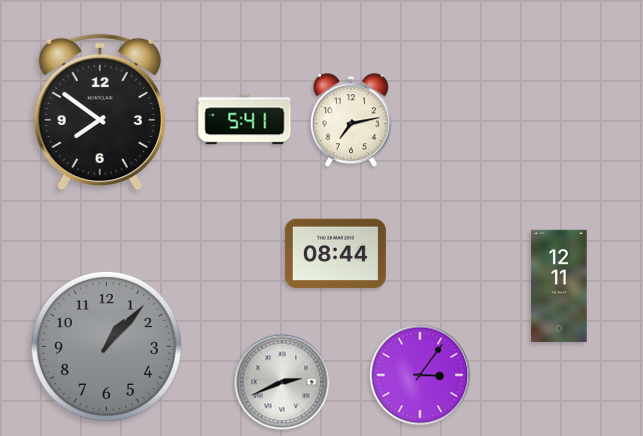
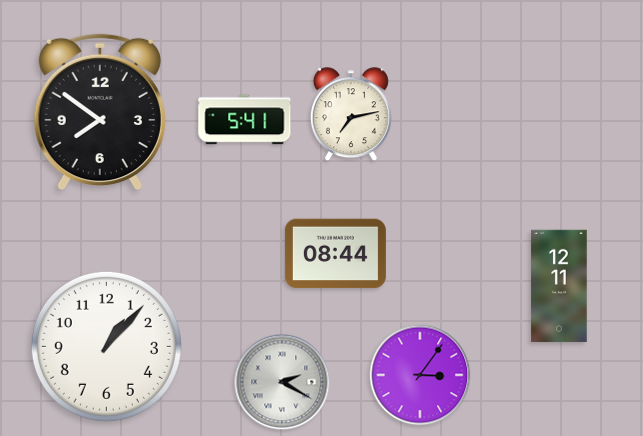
clock at (351, 121) position: (351, 121) -> (351, 115)
clock at (106, 346) dial: grey -> white
clock at (282, 382): 2:41 -> 2:20
